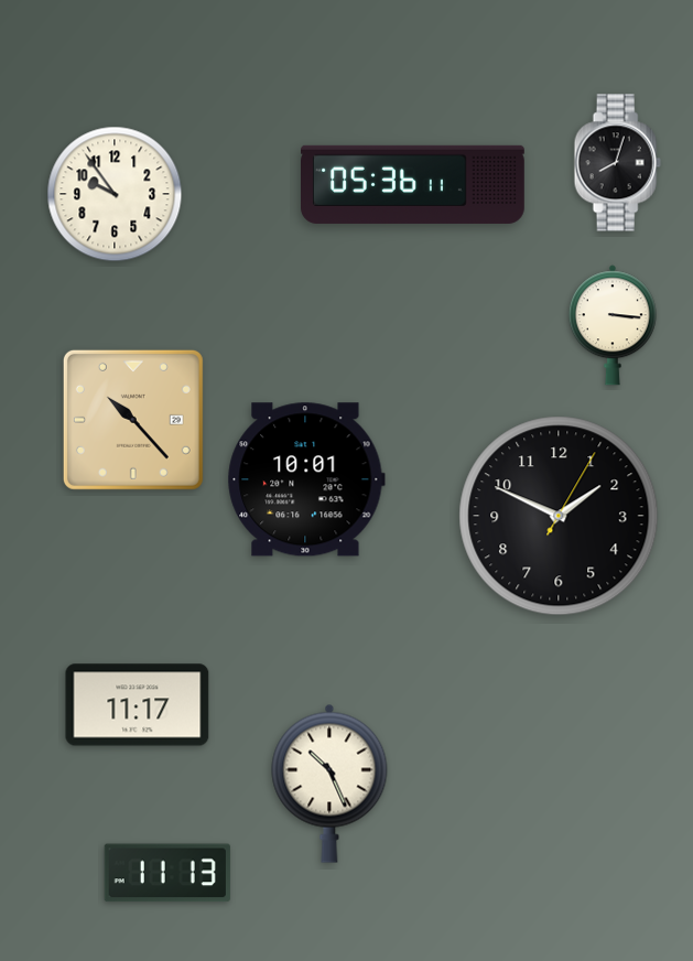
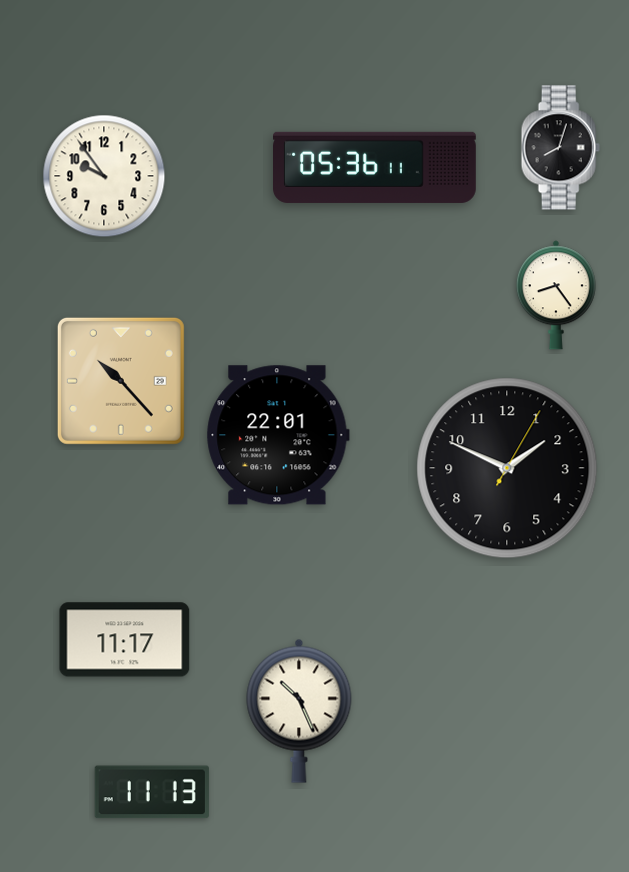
clock at (613, 325): 3:16 -> 8:24
clock at (306, 479): 10:01 -> 22:01
